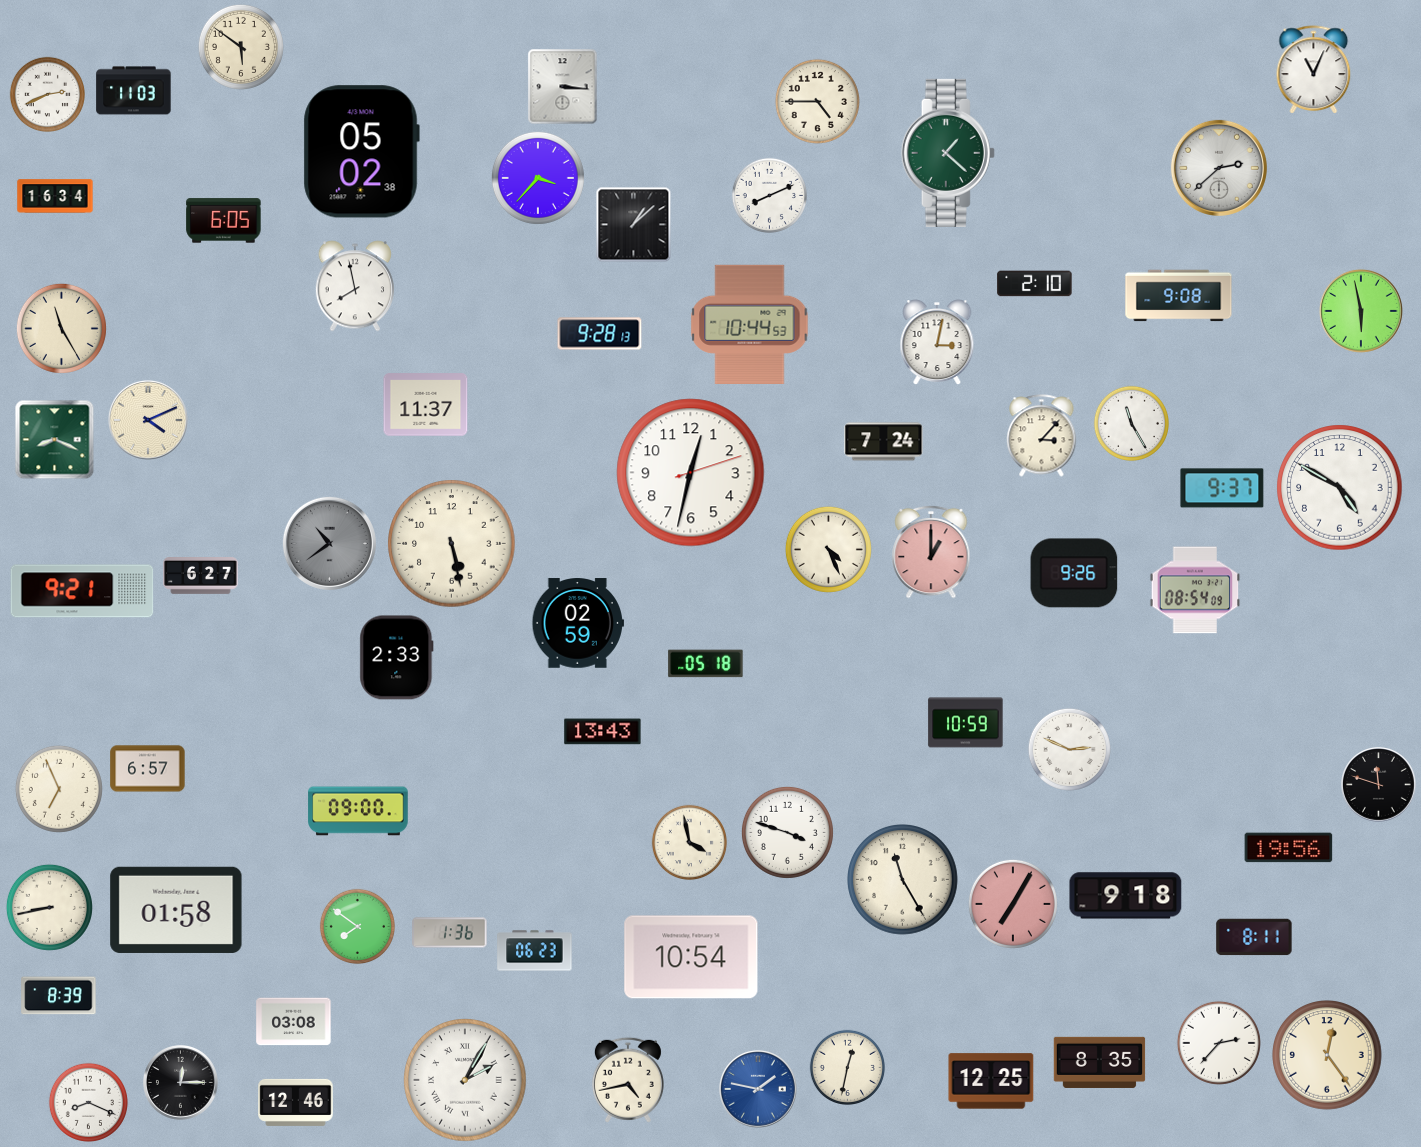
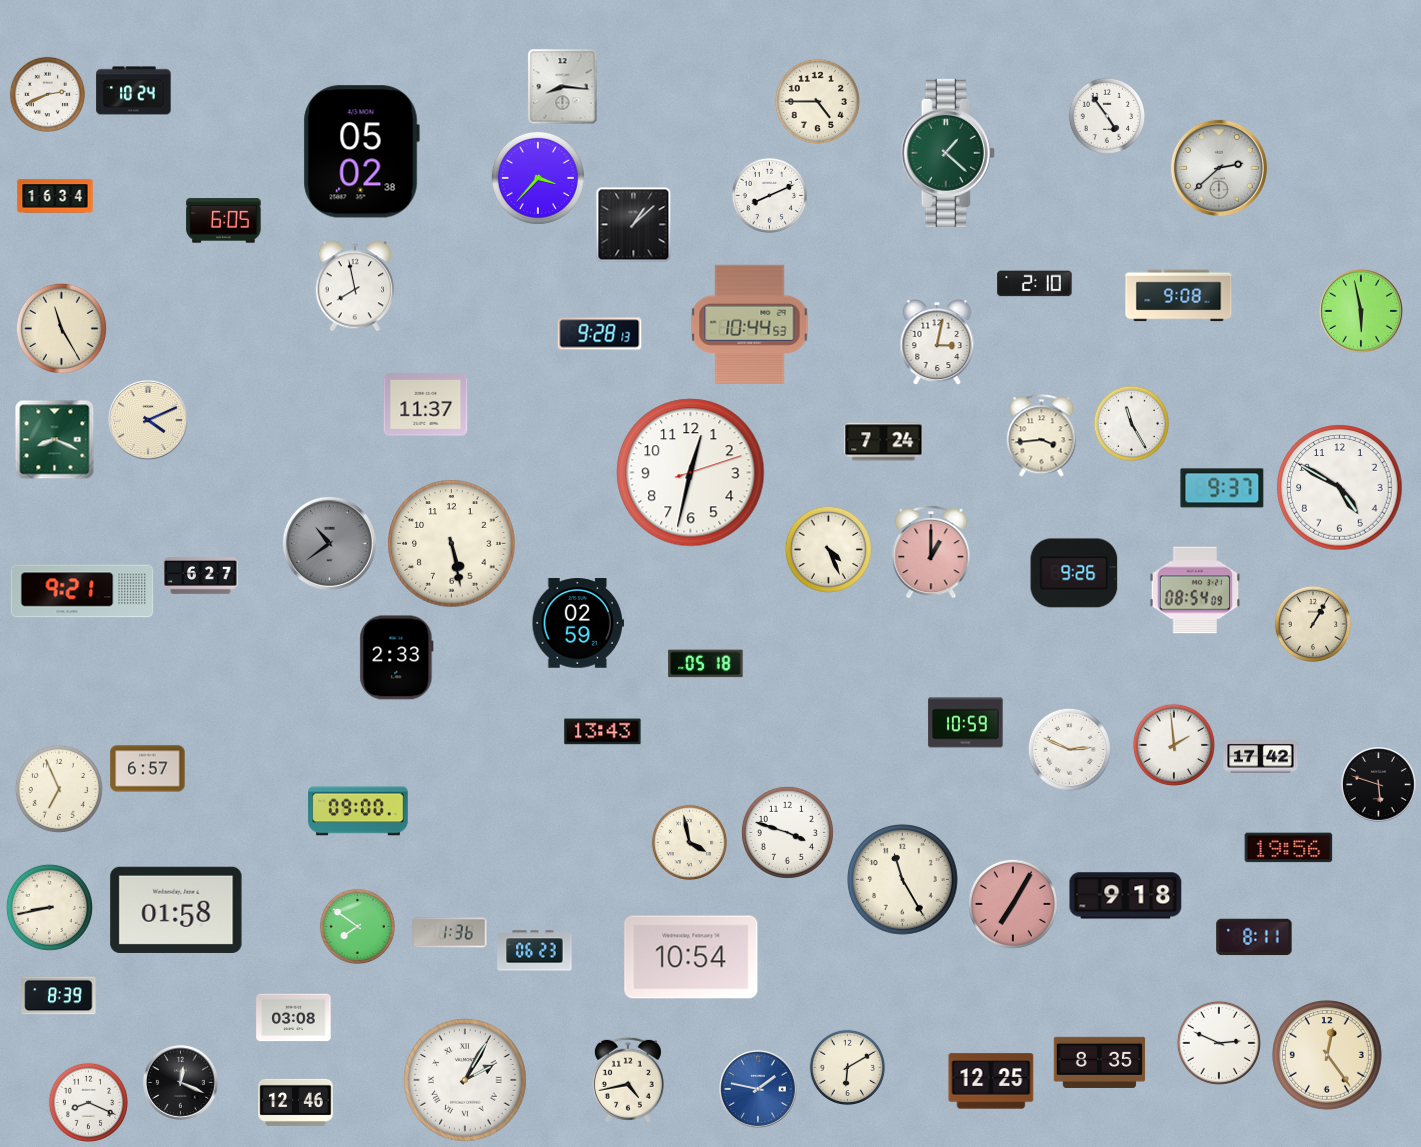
clock at (241, 47): 5:51 -> none
clock at (1314, 69): 11:04 -> none
clock at (563, 87): 3:16 -> 8:16
clock at (134, 91): 11:03 -> 10:24
clock at (1106, 115): none -> 4:54
clock at (1042, 436): 3:07 -> 3:44
clock at (1312, 623): none -> 1:05
clock at (1174, 745): none -> 1:59
clock at (1261, 757): none -> 17:42
clock at (1379, 785): 11:48 -> 5:48
clock at (294, 1022) position: (294, 1022) -> (294, 1018)
clock at (1219, 1043): 2:37 -> 2:49
clock at (847, 1067): 12:32 -> 6:10
clock at (181, 1083): 12:15 -> 12:19
